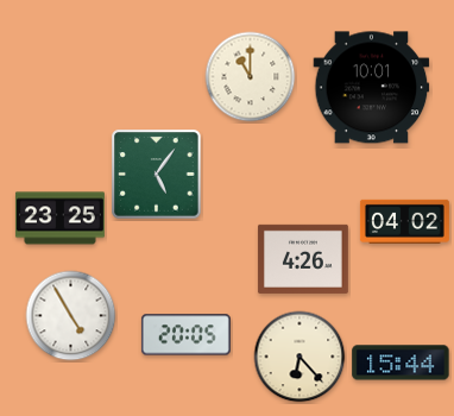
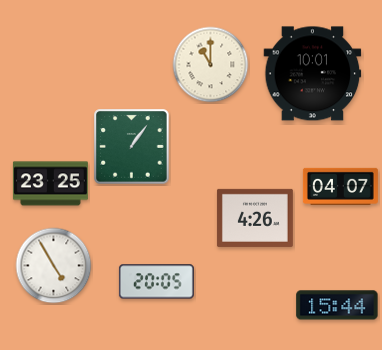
clock at (157, 175): 5:06 -> 1:06
clock at (404, 221): 04:02 -> 04:07
clock at (71, 316) position: (71, 316) -> (54, 266)
clock at (299, 357): 6:23 -> none
